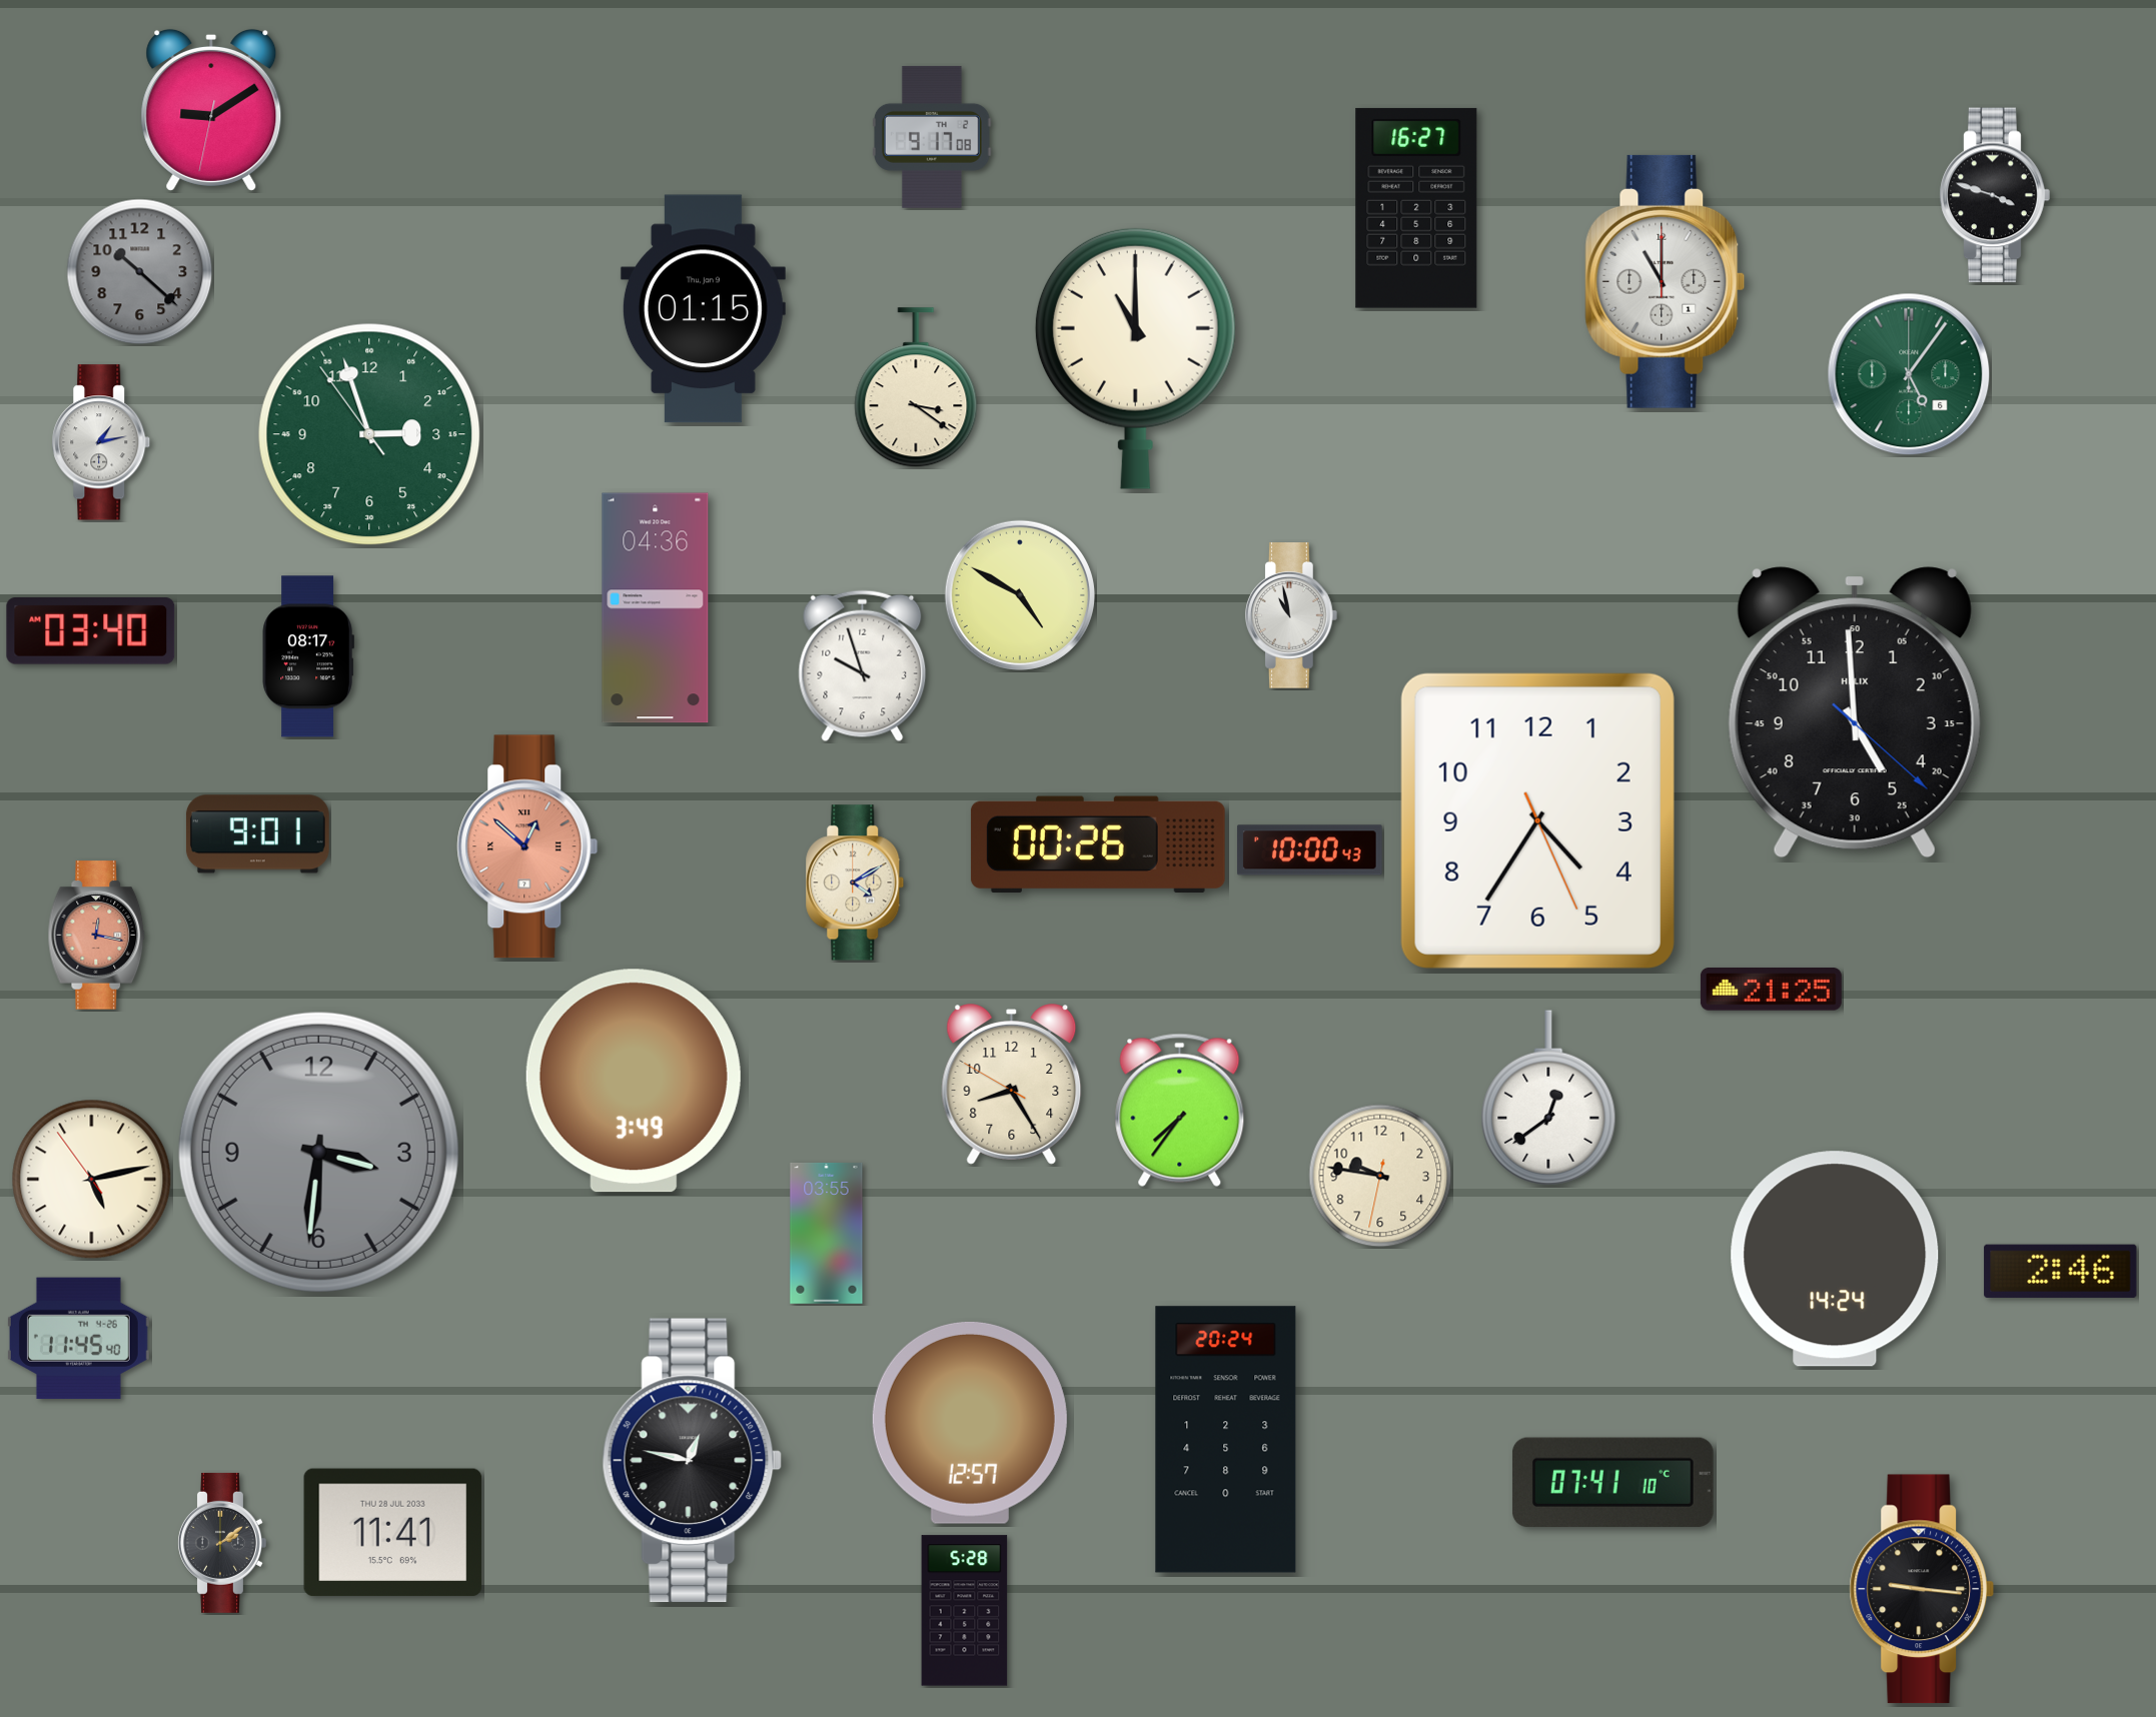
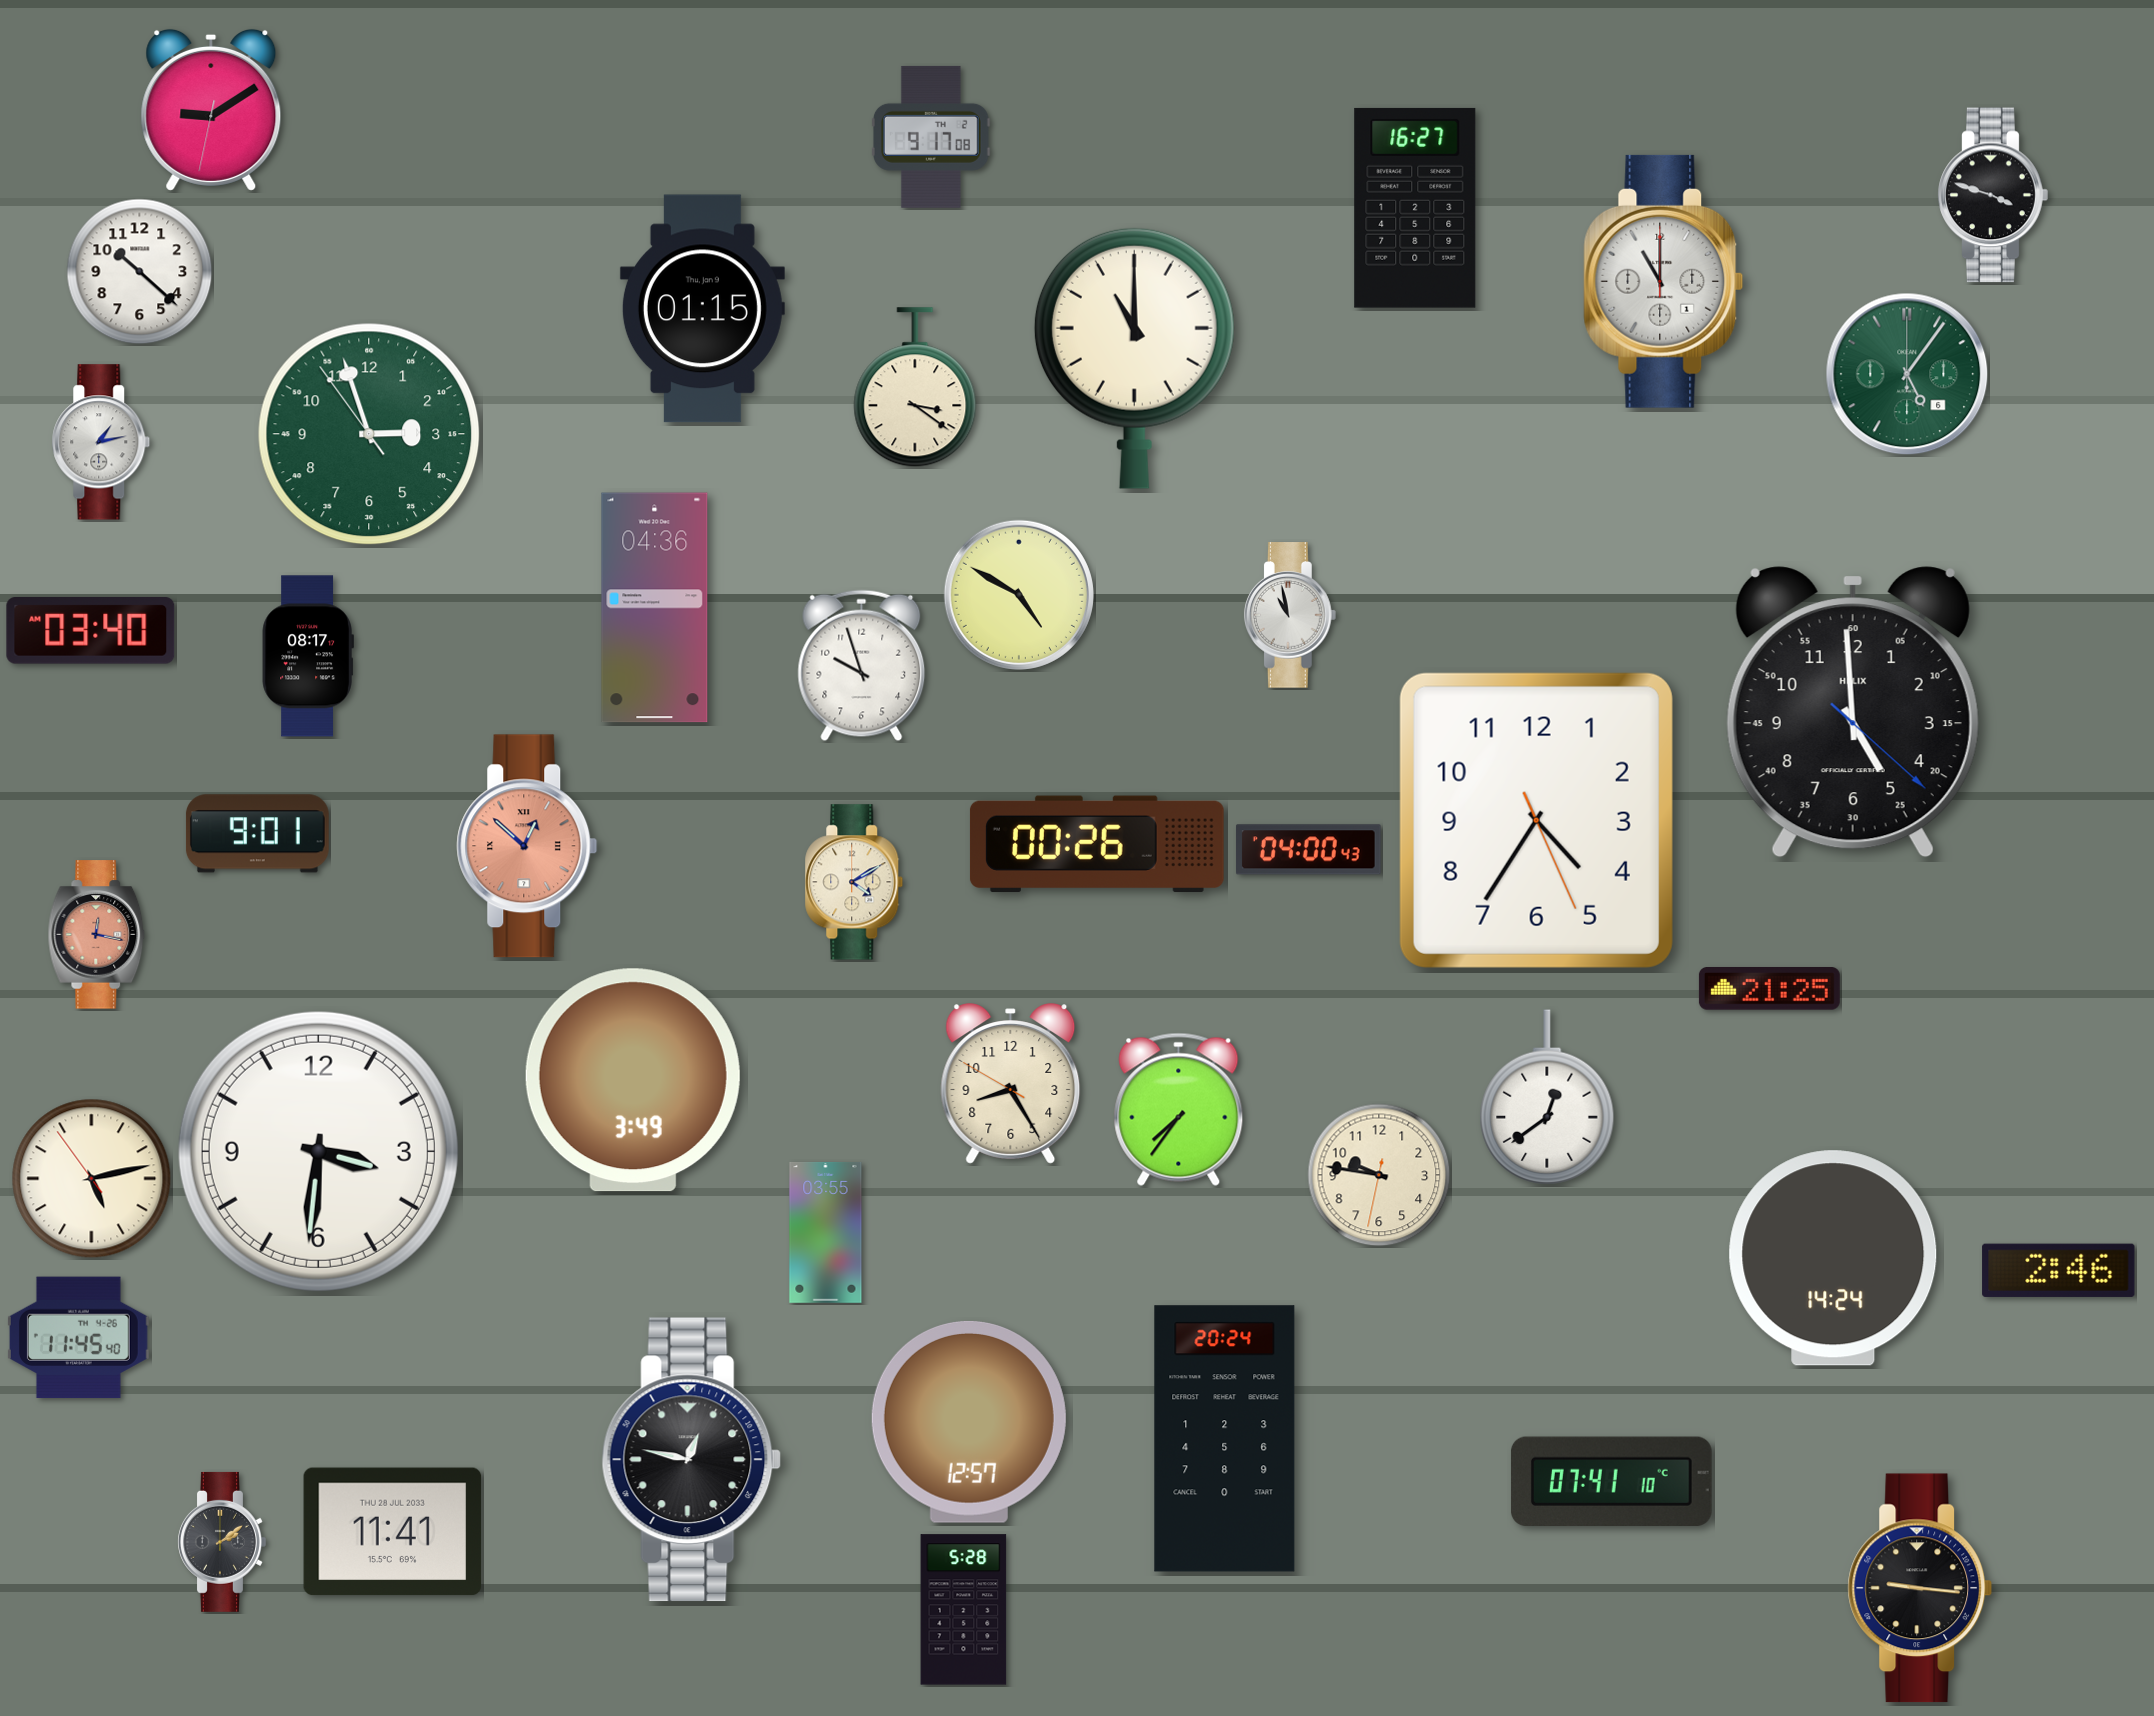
clock at (140, 272) dial: grey -> white
clock at (1309, 850): 10:00 -> 04:00
clock at (318, 1152) dial: grey -> white
